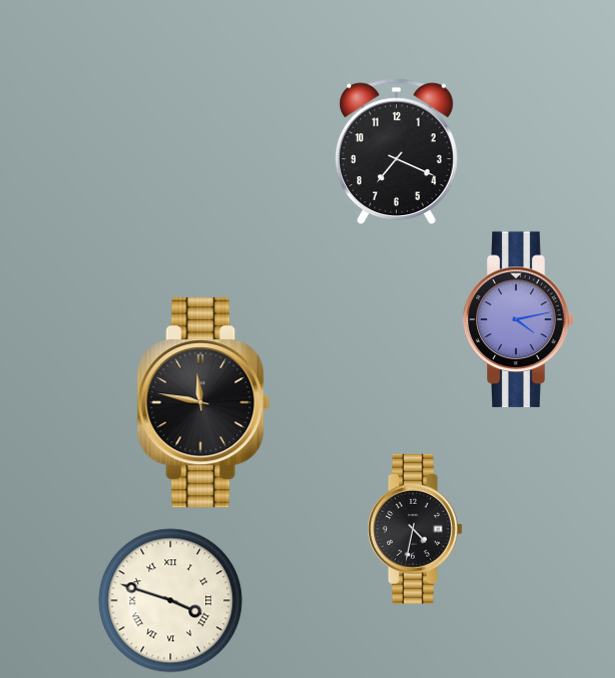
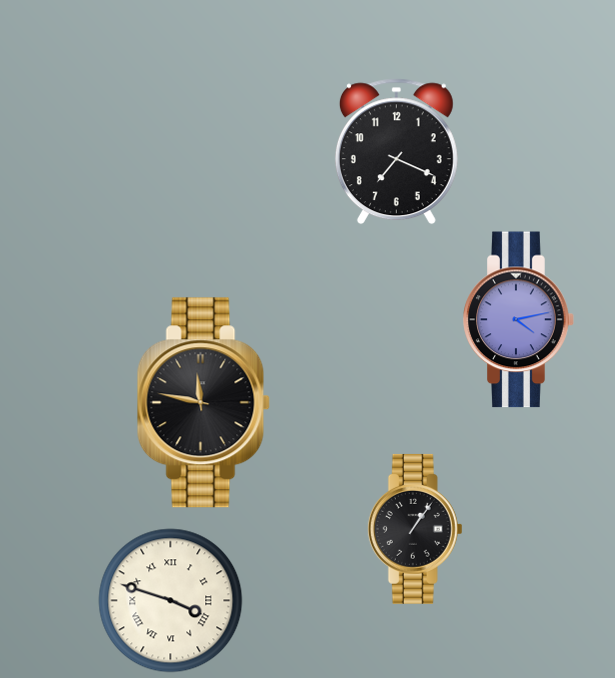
clock at (415, 529): 4:32 -> 1:06
